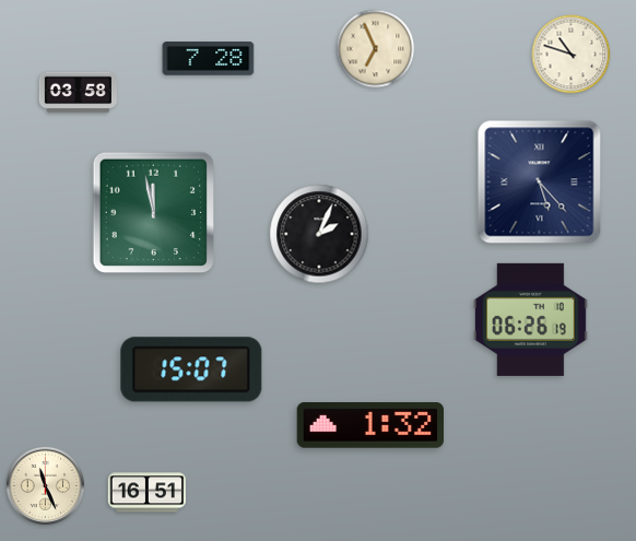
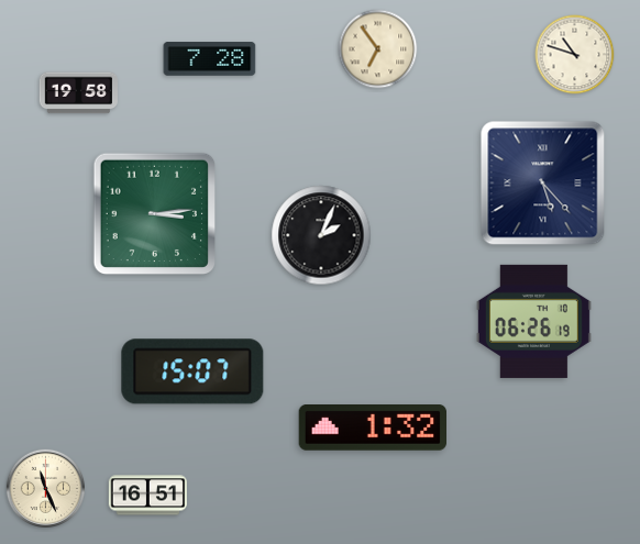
clock at (376, 49): 6:56 -> 6:54
clock at (78, 93): 03:58 -> 19:58
clock at (153, 212): 11:58 -> 3:14
